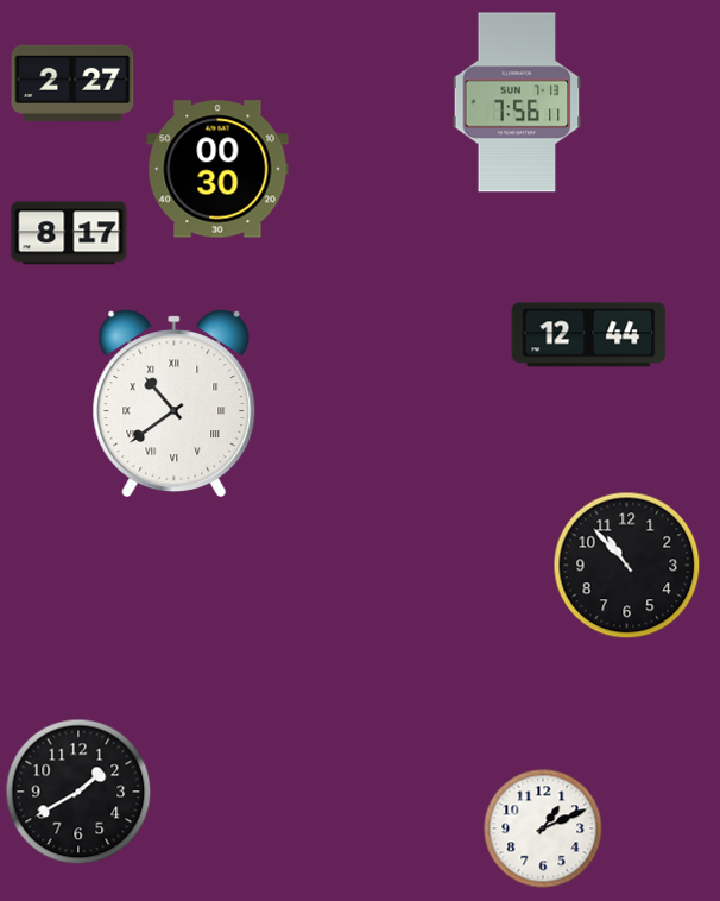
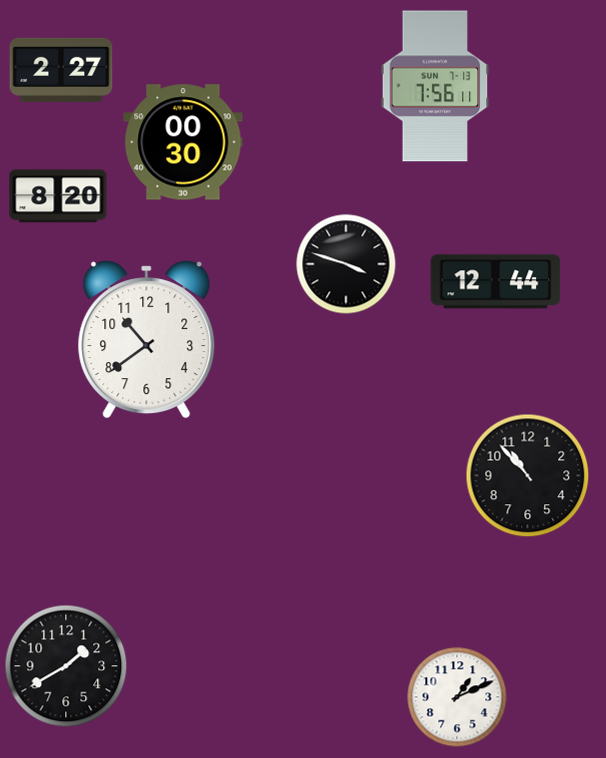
clock at (69, 233): 8:17 -> 8:20
clock at (346, 264): none -> 3:48
clock at (175, 404) numerals: Roman -> Arabic
